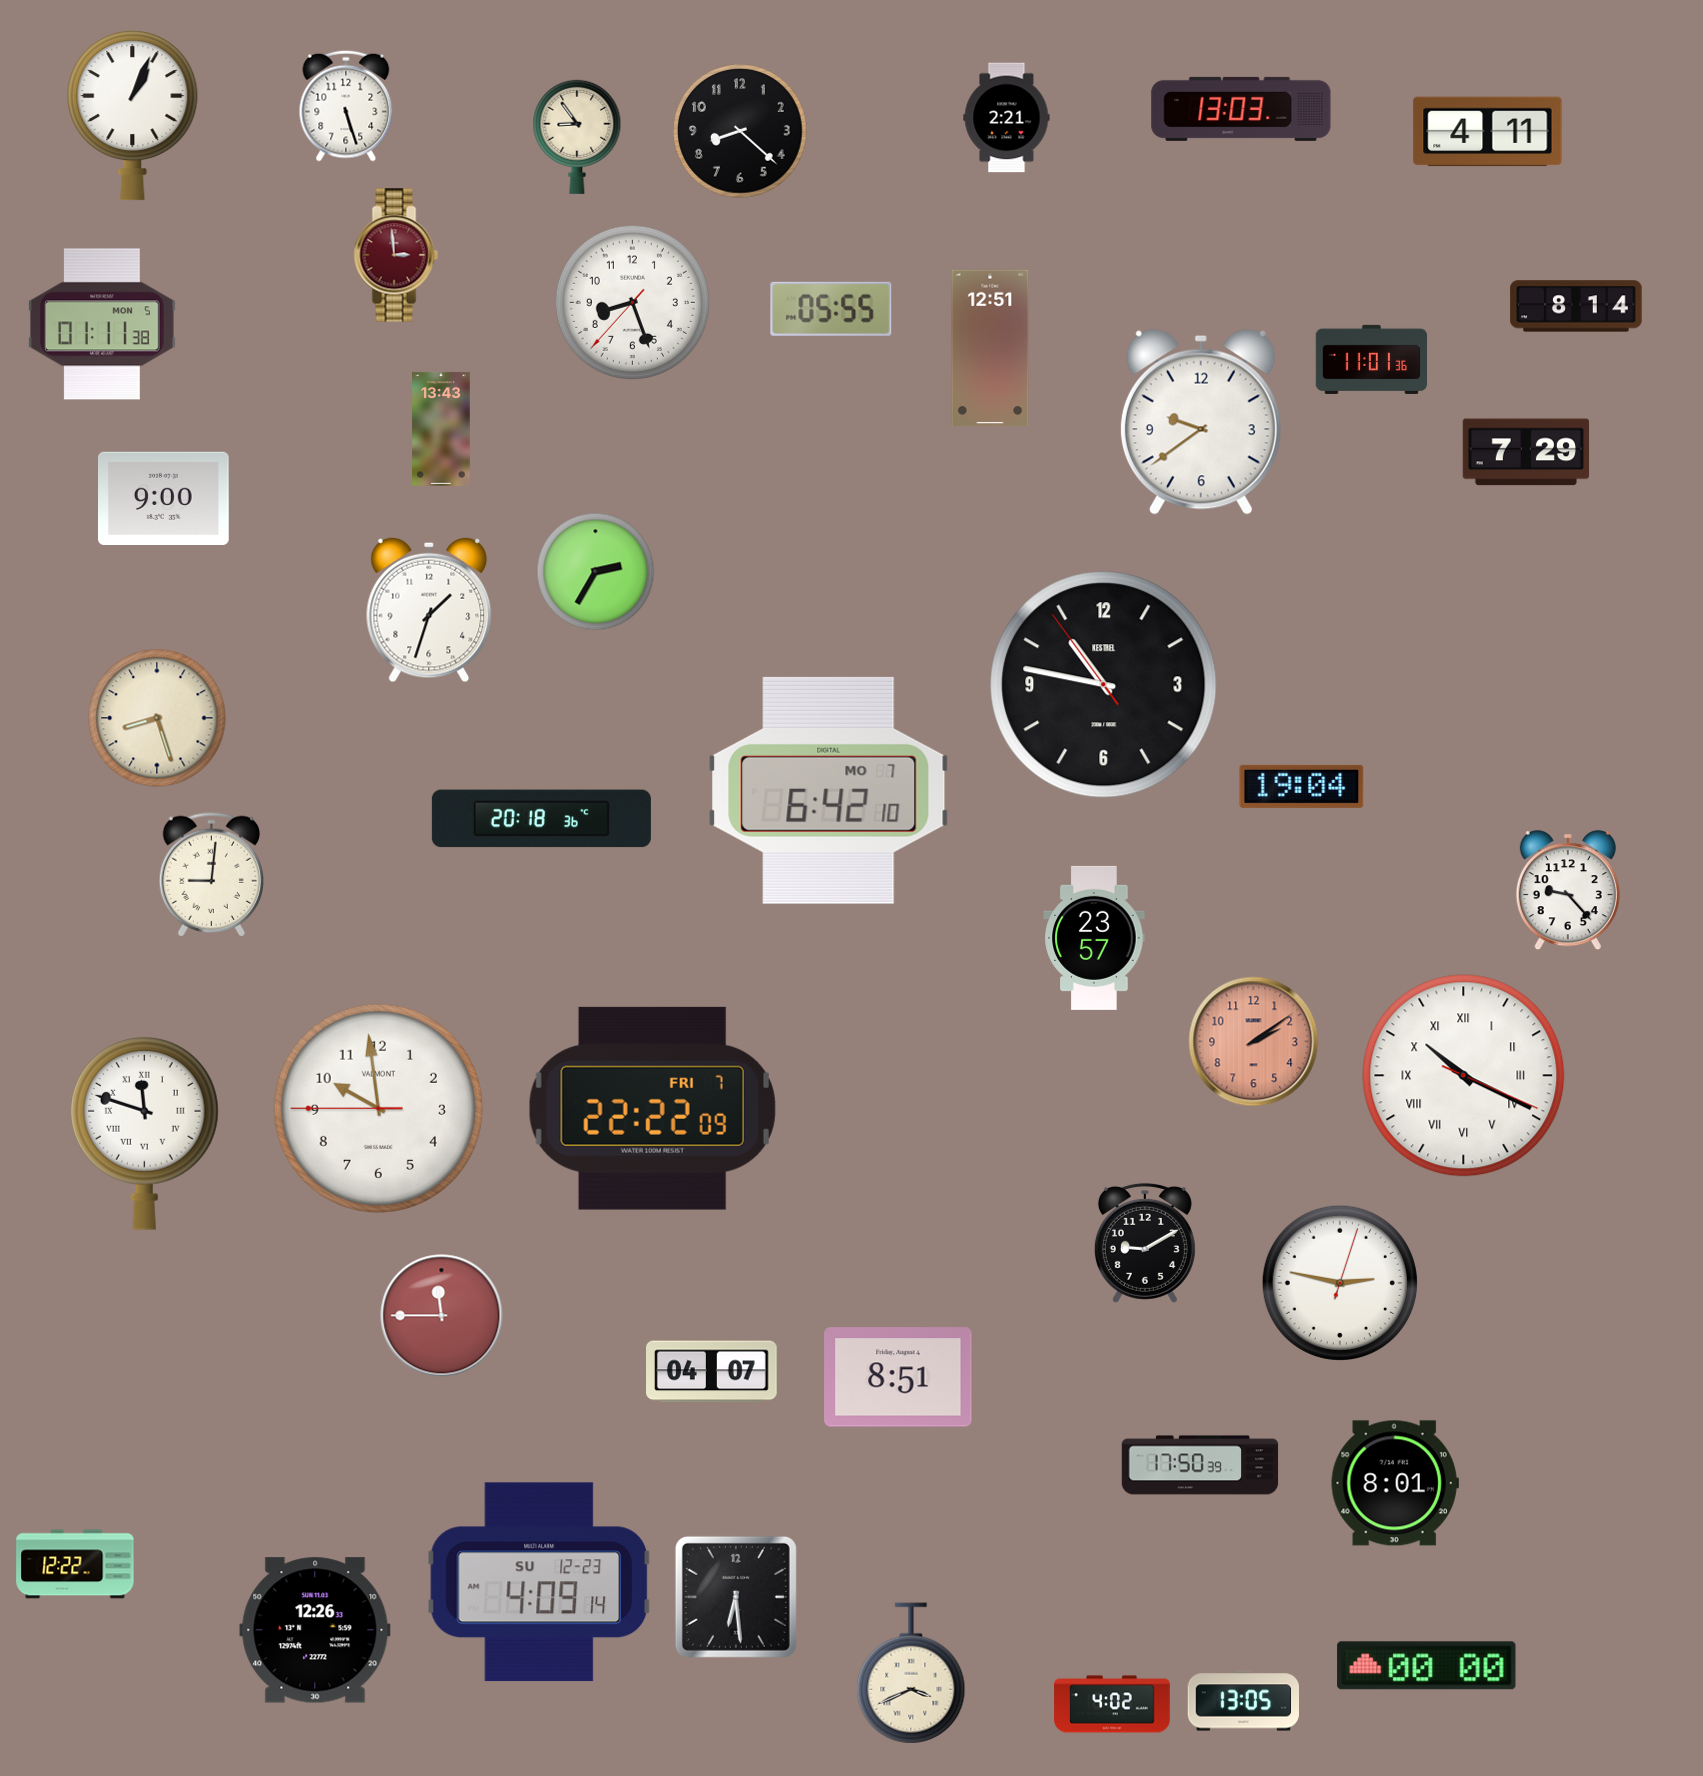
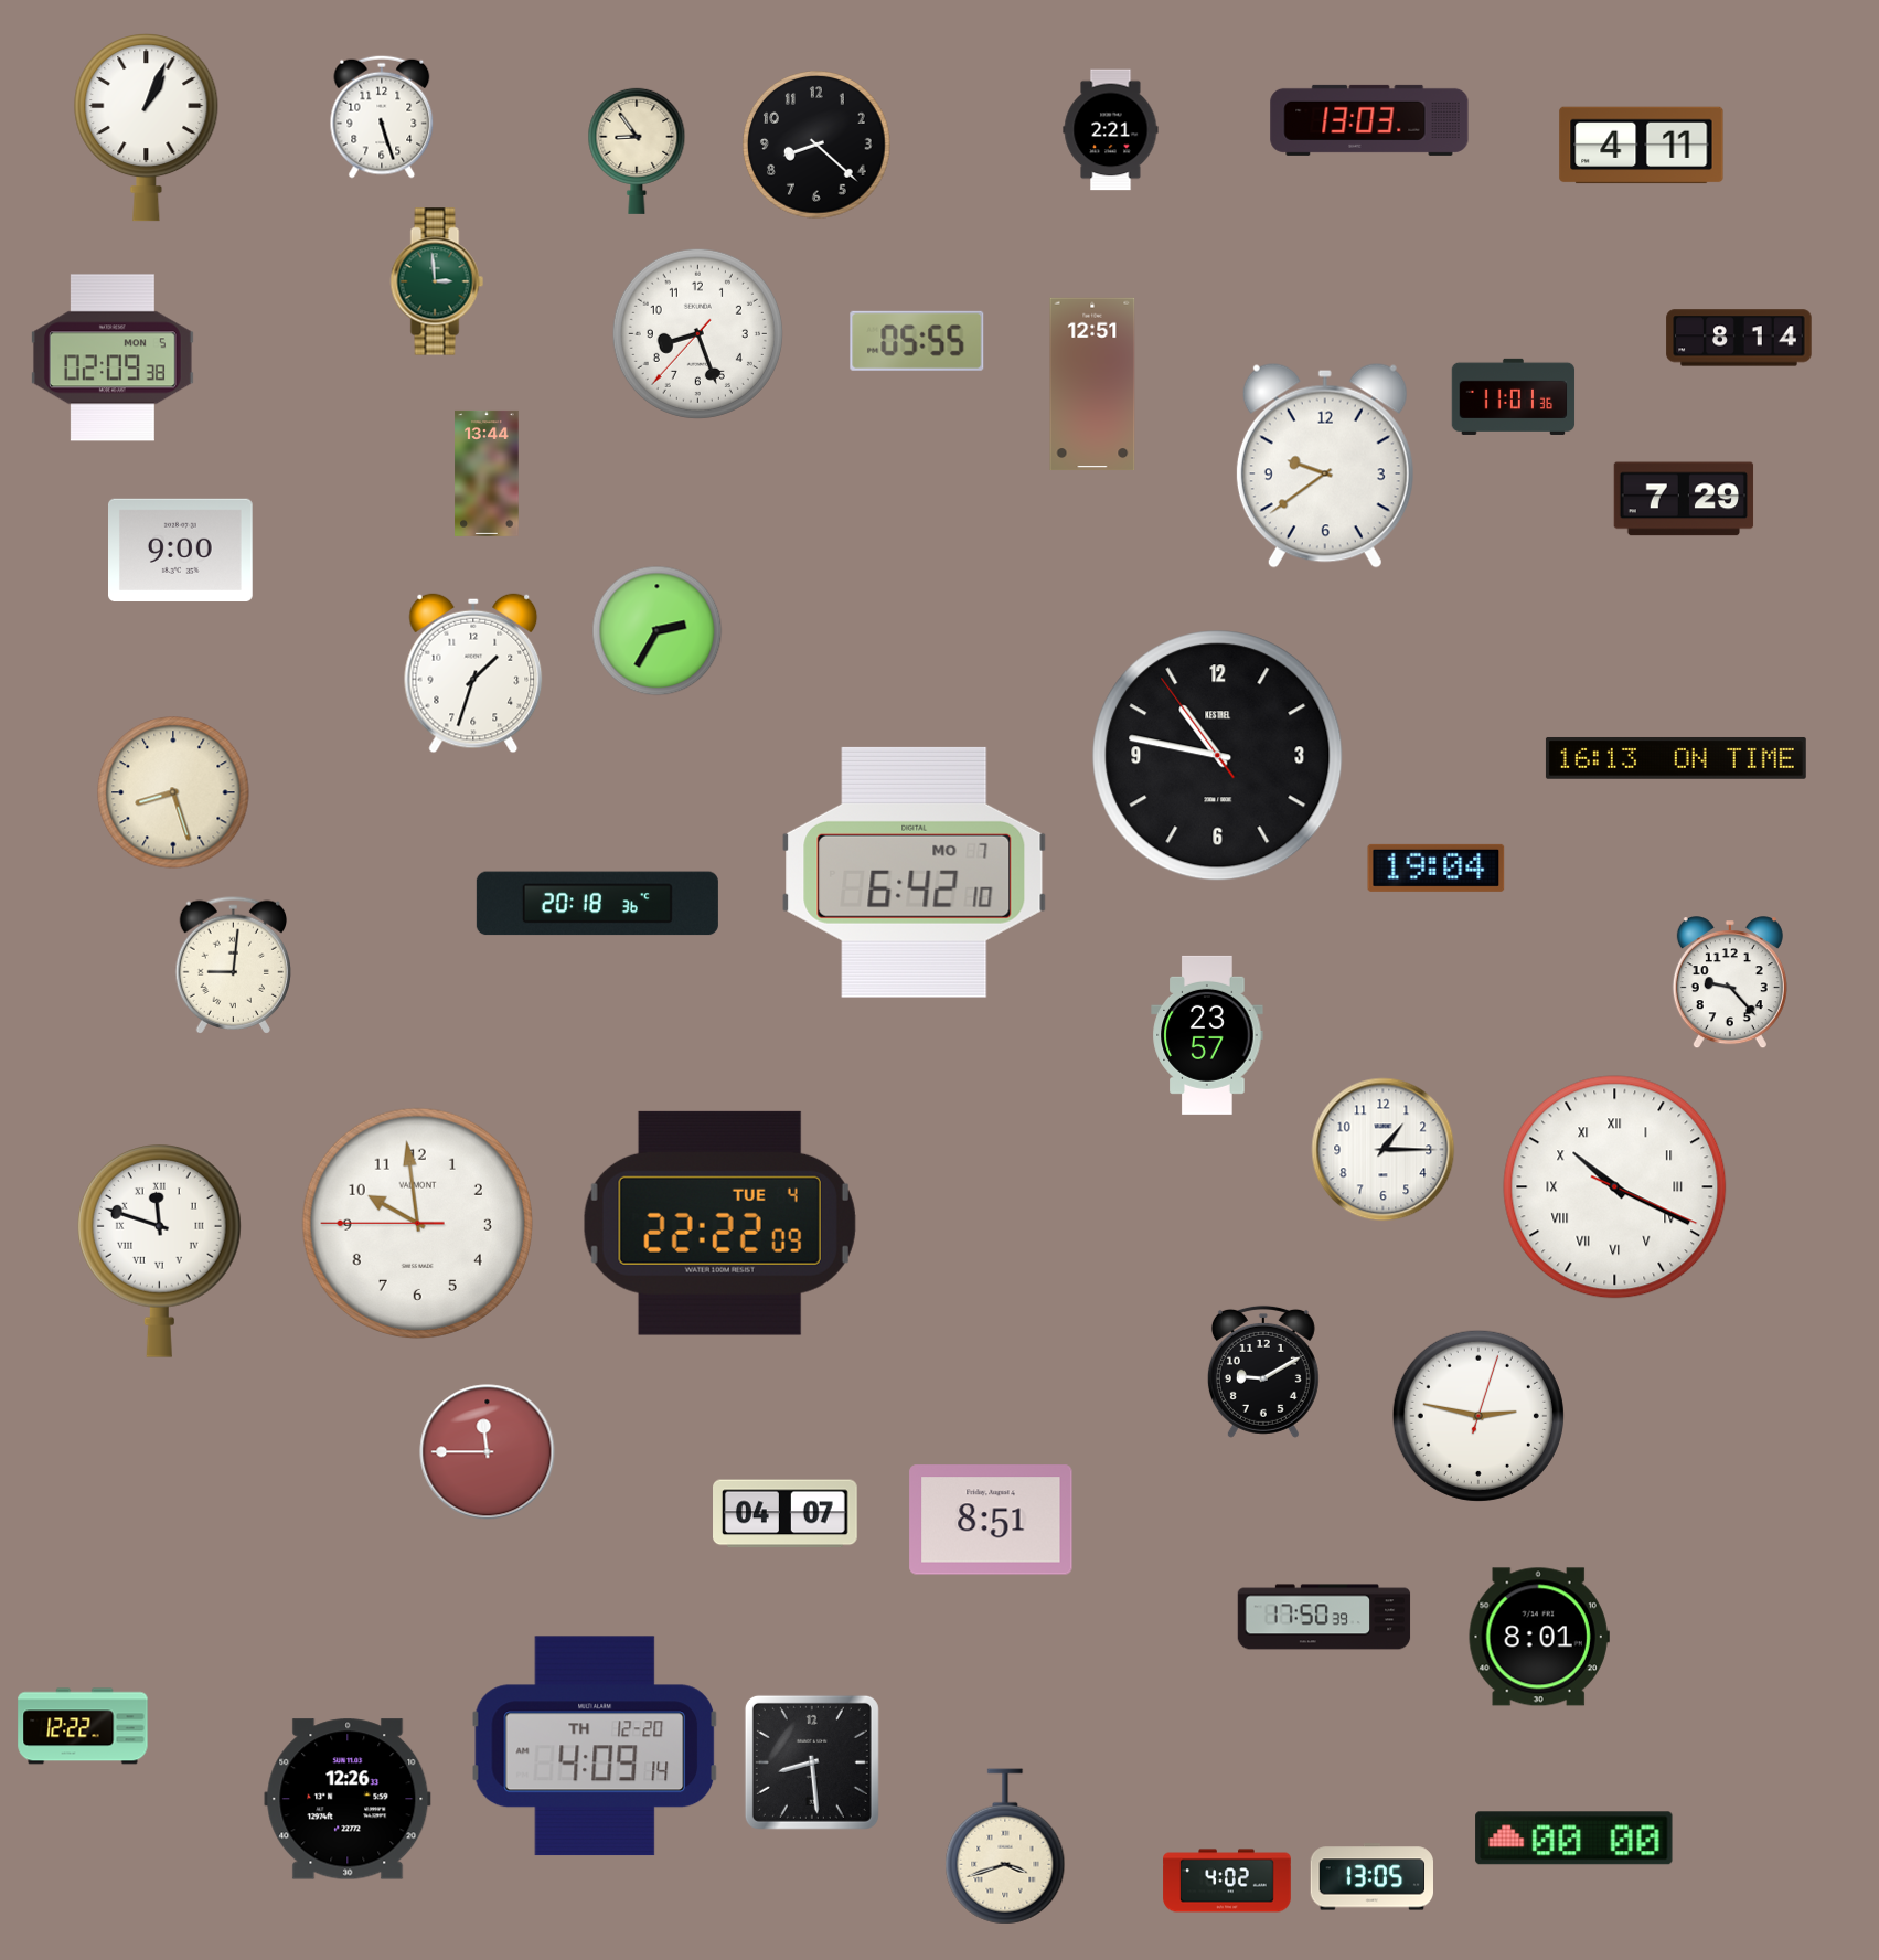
clock at (396, 255) dial: burgundy -> green
clock at (102, 324): 01:11 -> 02:09
clock at (441, 429): 13:43 -> 13:44
clock at (1676, 758): none -> 16:13
clock at (1254, 1042): 2:09 -> 1:15
clock at (1254, 1042) dial: salmon -> white
clock at (652, 1108) date: FRI 7 -> TUE 4
clock at (538, 1582) date: SU 12-23 -> TH 12-20
clock at (736, 1597): 6:29 -> 8:29
clock at (911, 1673): 3:41 -> 3:42
